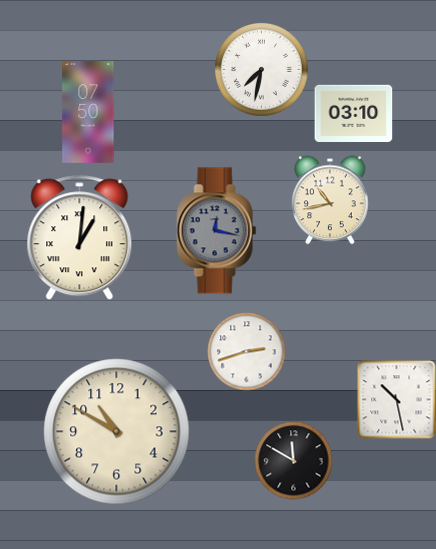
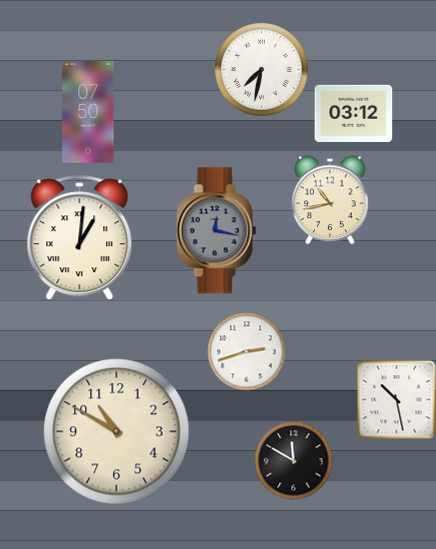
clock at (353, 113): 03:10 -> 03:12
